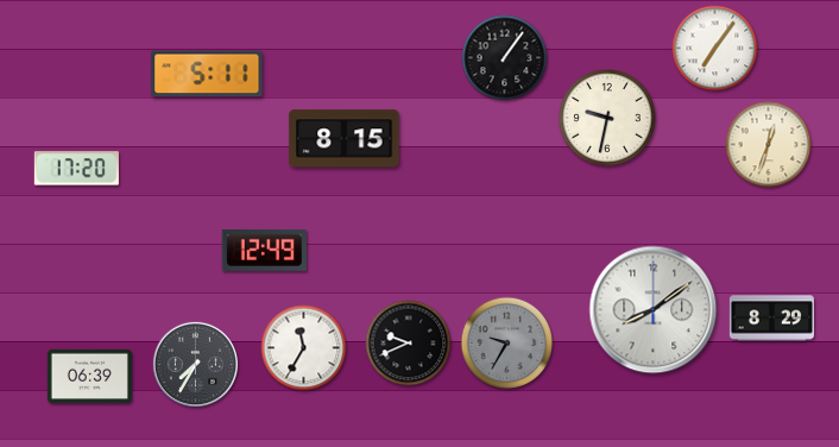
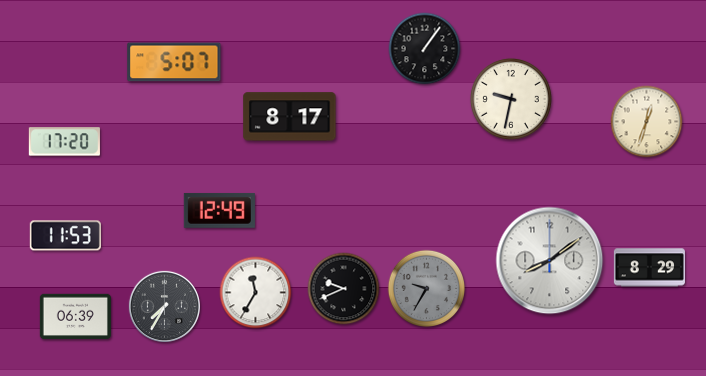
clock at (715, 49): 7:06 -> none
clock at (207, 74): 5:11 -> 5:07
clock at (345, 139): 8:15 -> 8:17
clock at (264, 250) position: (264, 250) -> (219, 210)
clock at (65, 236): none -> 11:53
